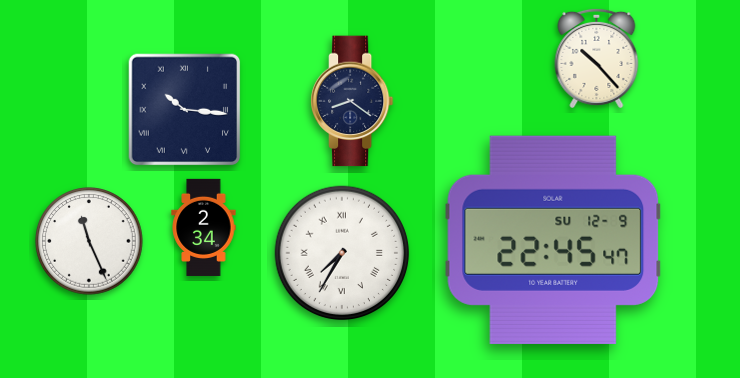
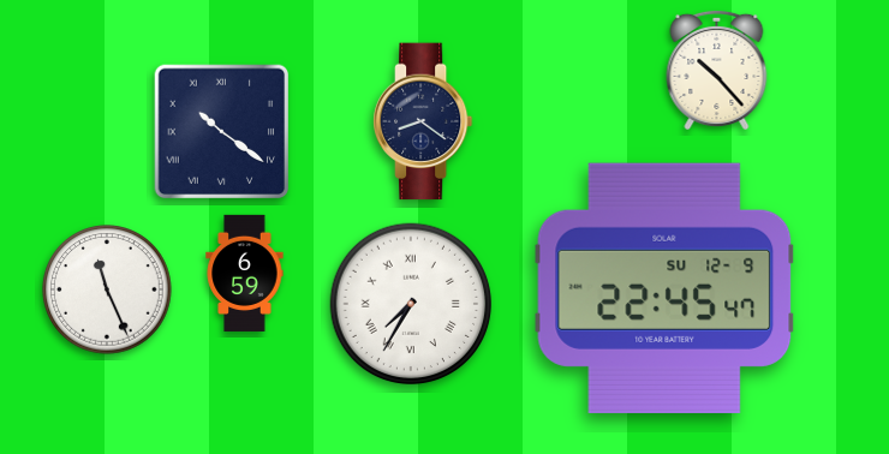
clock at (185, 110): 10:16 -> 10:21
clock at (204, 227): 2:34 -> 6:59
